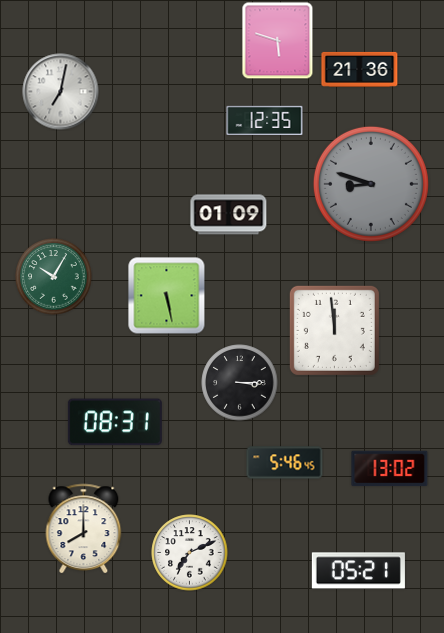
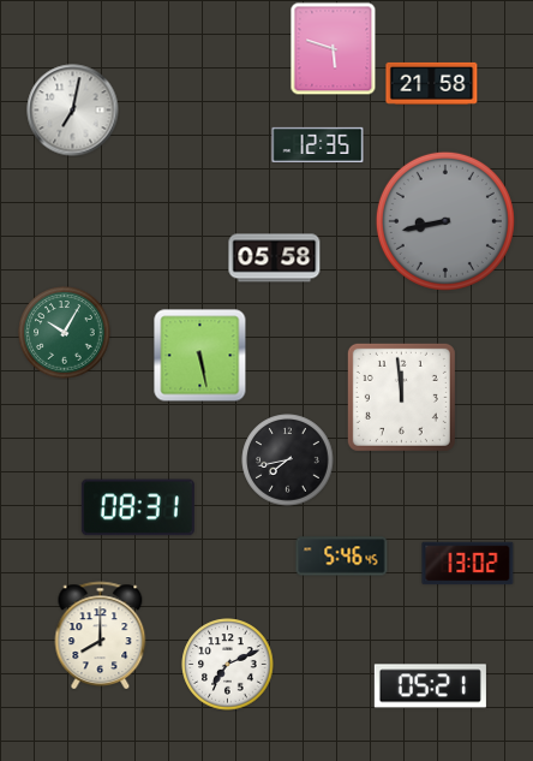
clock at (360, 69): 21:36 -> 21:58
clock at (371, 184): 8:48 -> 8:43
clock at (229, 215): 01:09 -> 05:58
clock at (240, 383): 3:15 -> 7:43
